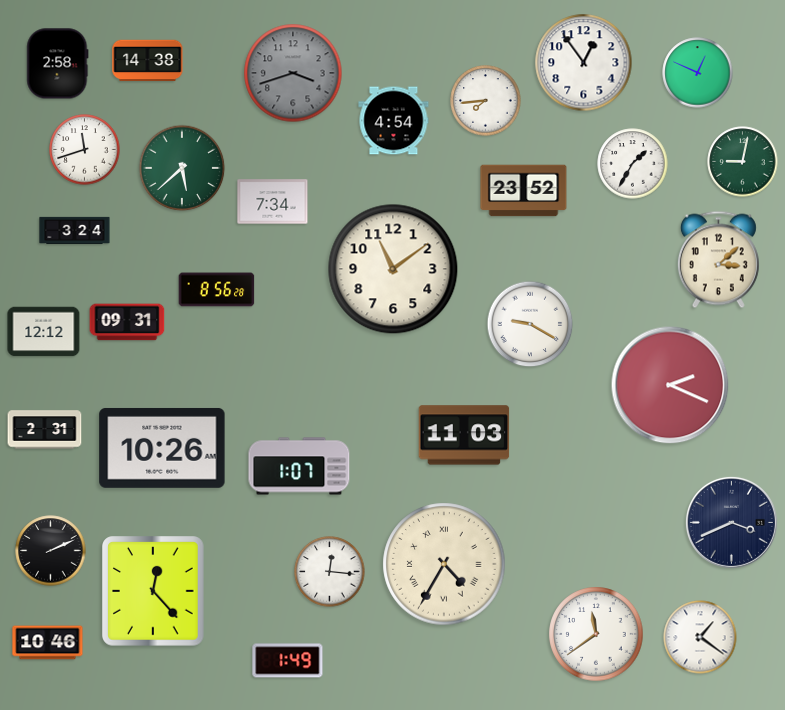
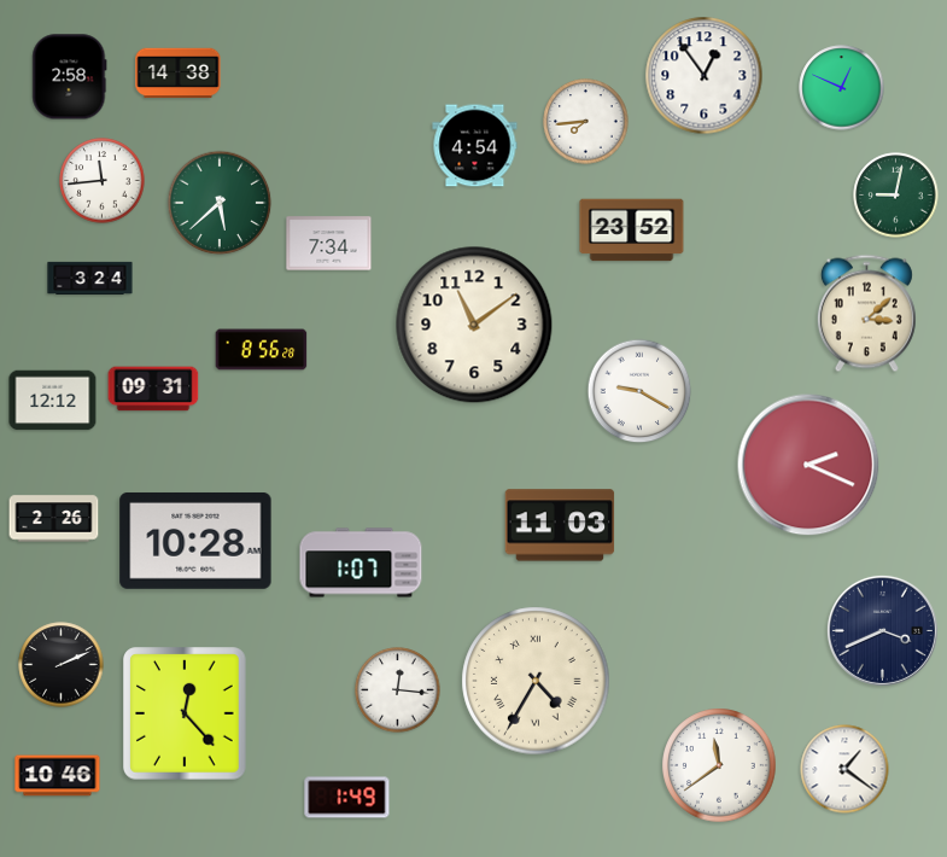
clock at (293, 73): 3:42 -> none
clock at (85, 150): 11:42 -> 11:44
clock at (633, 164): 1:35 -> none
clock at (45, 430): 2:31 -> 2:26
clock at (162, 448): 10:26 -> 10:28
